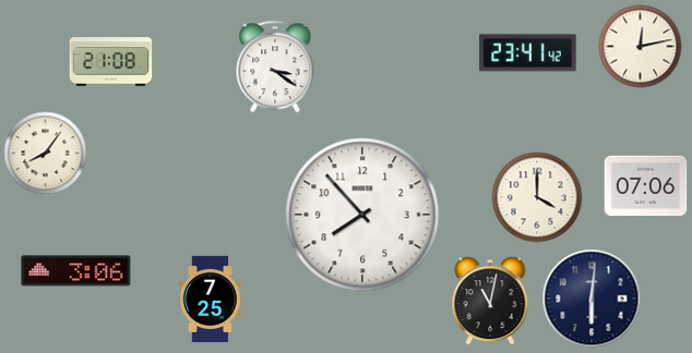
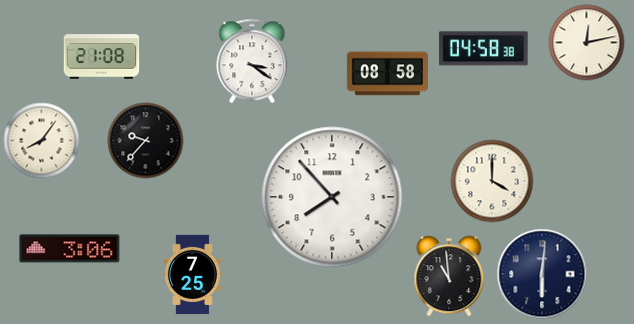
clock at (528, 53): 23:41 -> 04:58
clock at (387, 74): none -> 08:58
clock at (146, 141): none -> 9:37
clock at (646, 186): 07:06 -> none
clock at (490, 301): 11:02 -> 10:59
